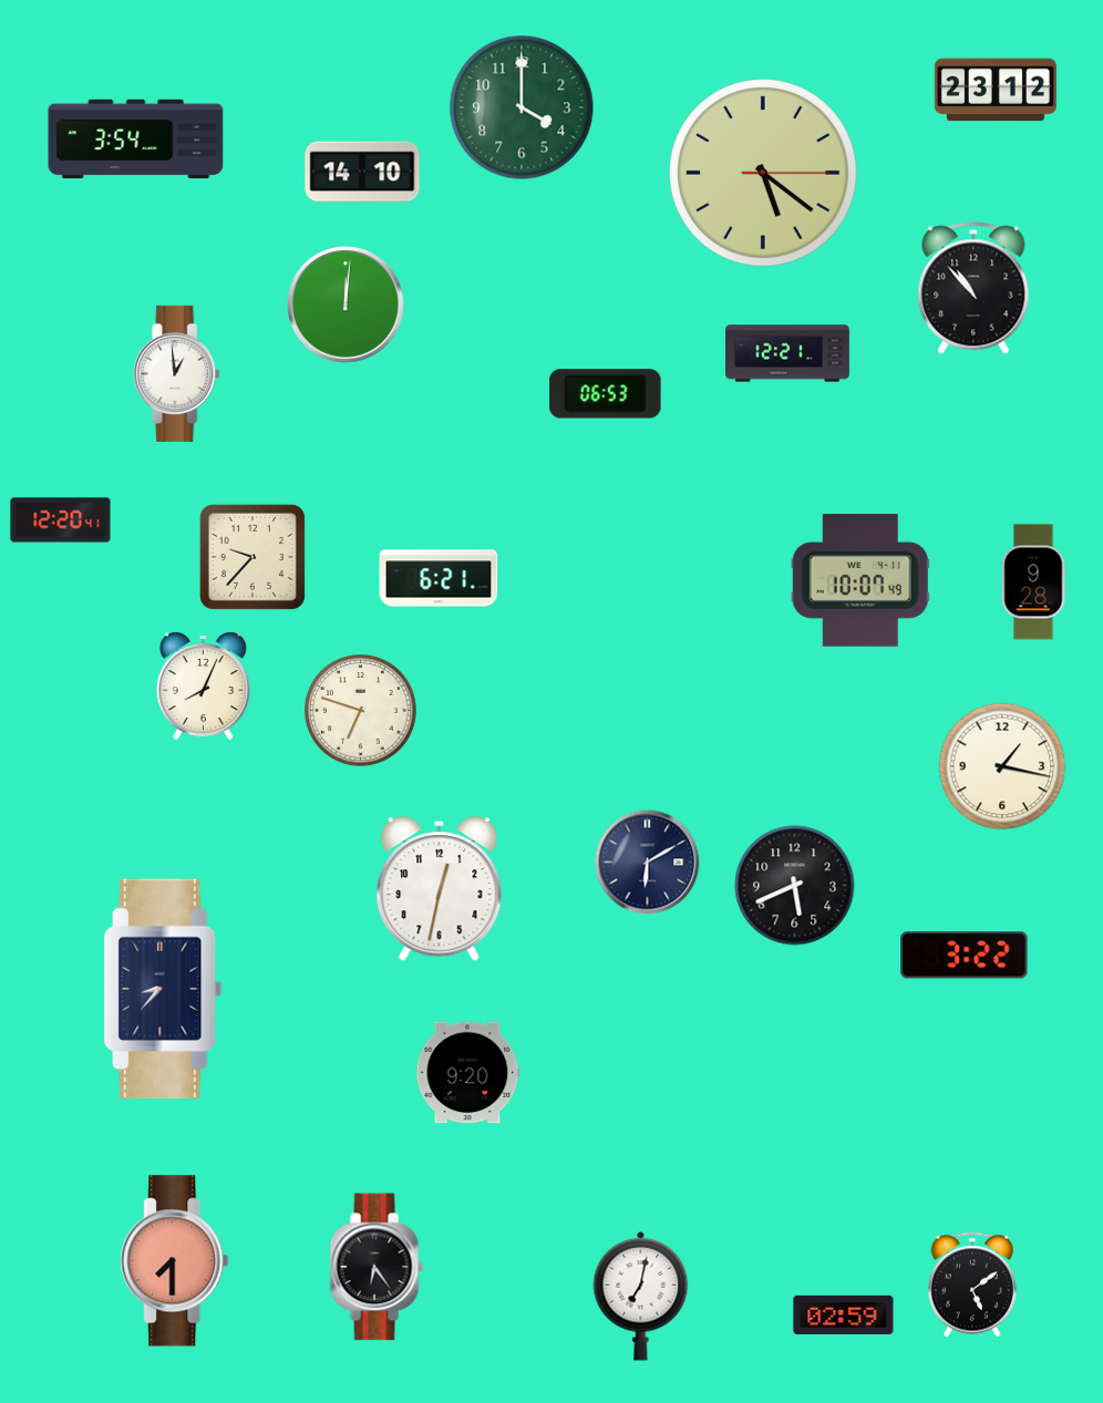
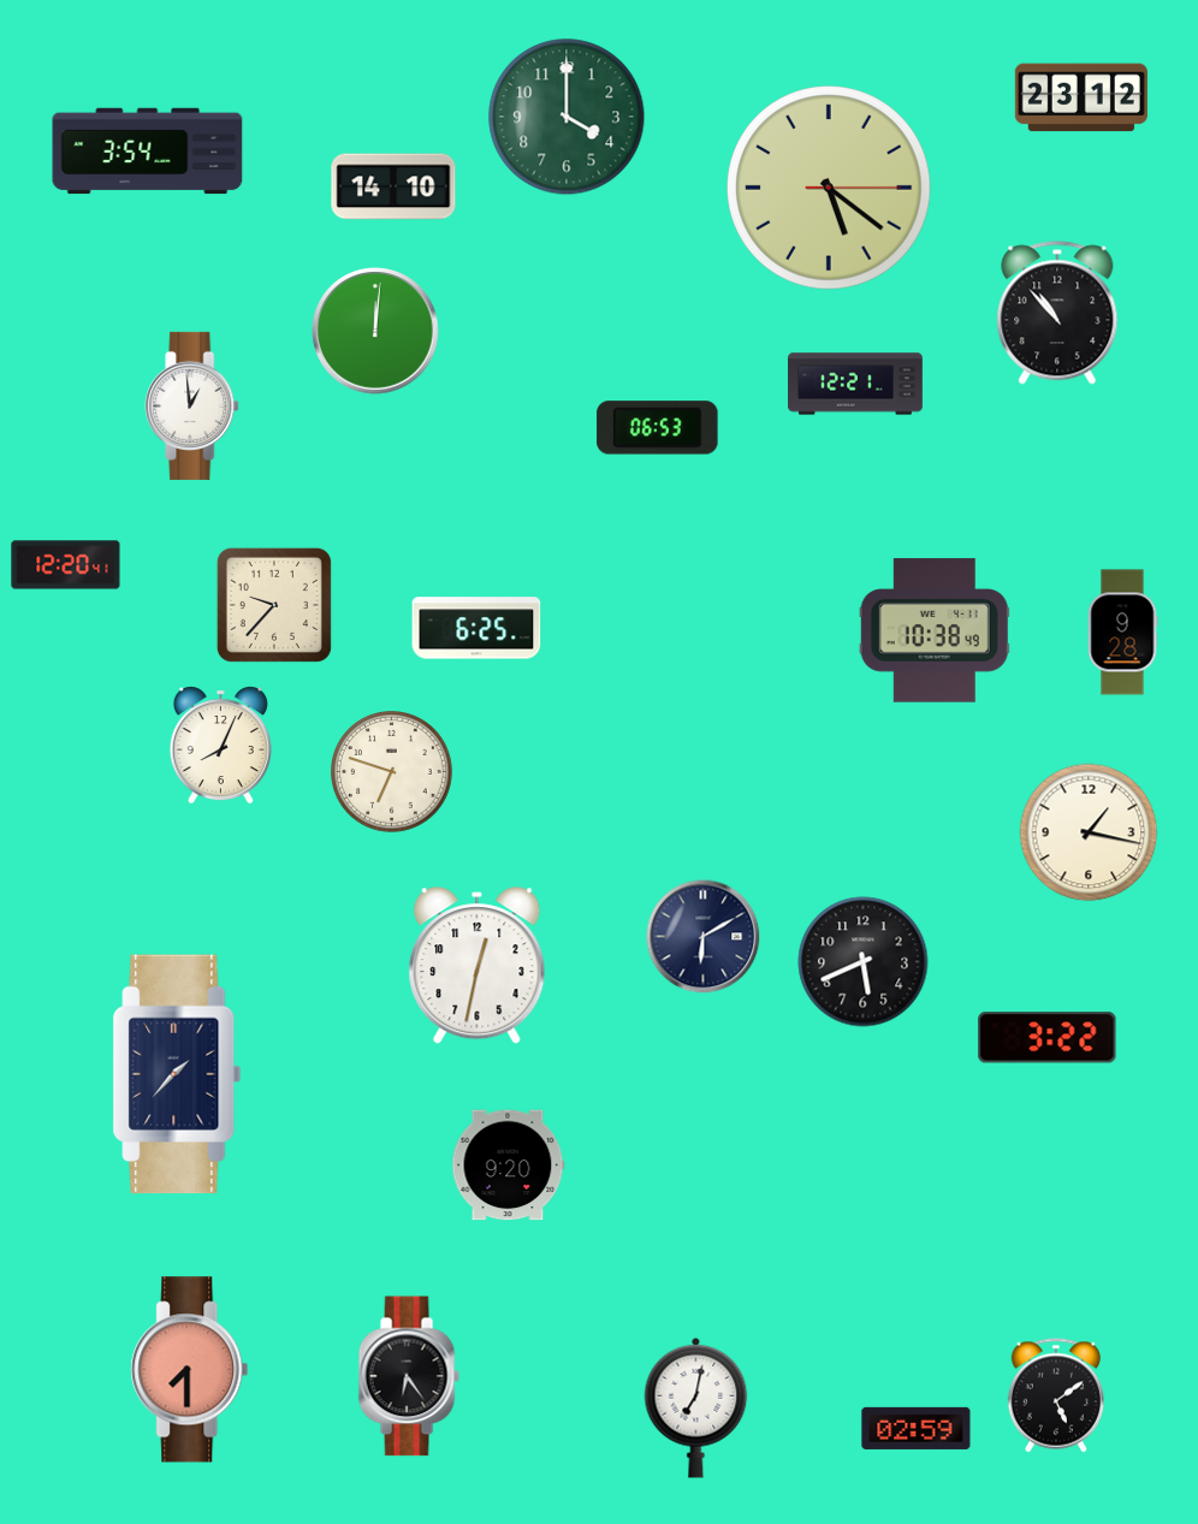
clock at (439, 578): 6:21 -> 6:25
clock at (860, 580): 10:07 -> 10:38
clock at (163, 989): 8:37 -> 1:37
